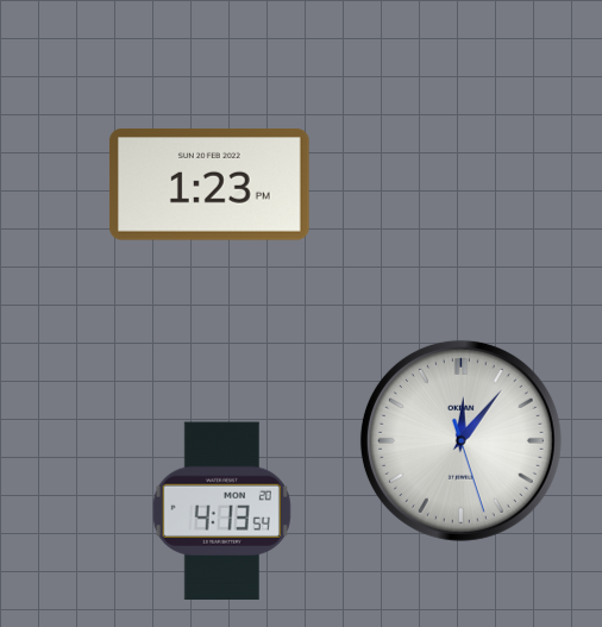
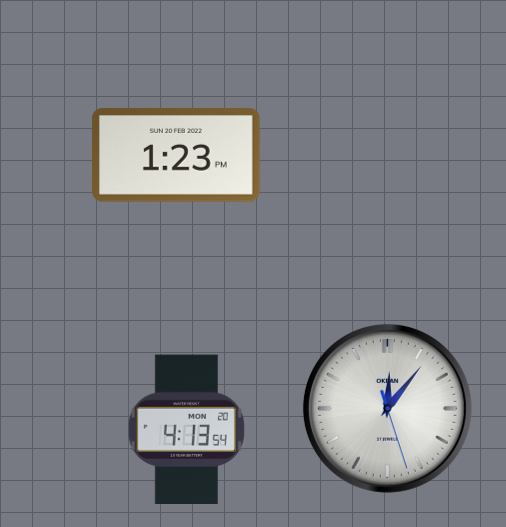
clock at (460, 440) position: (460, 440) -> (387, 408)
